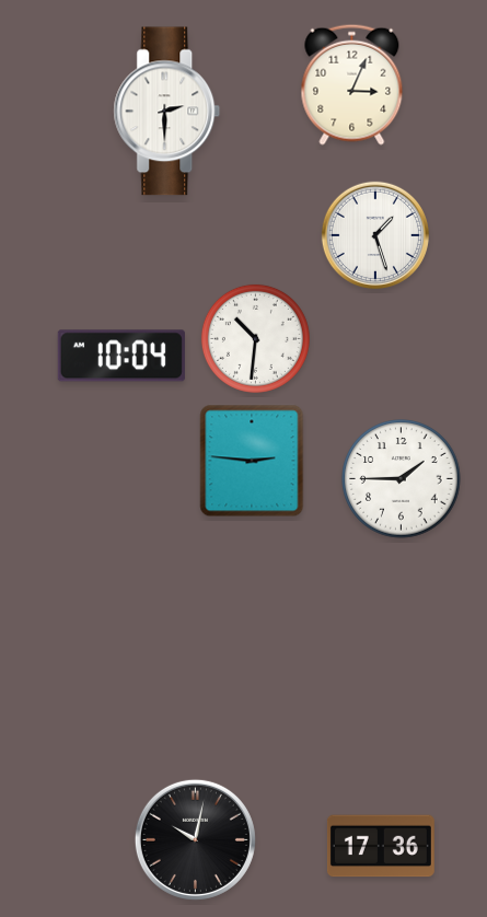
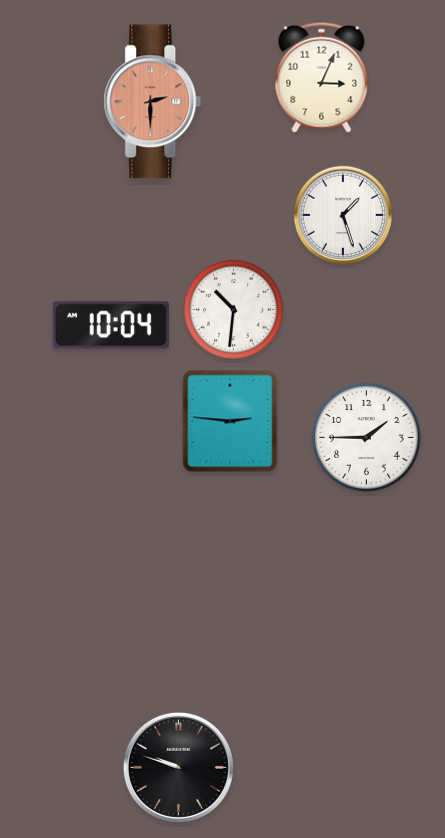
clock at (167, 112) dial: white -> salmon
clock at (195, 839): 10:02 -> 9:48
clock at (381, 846): 17:36 -> none
